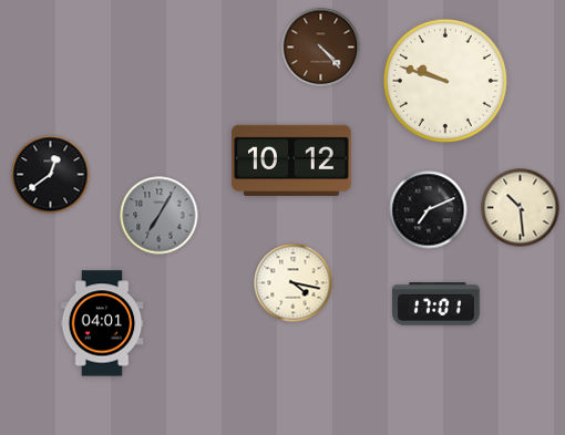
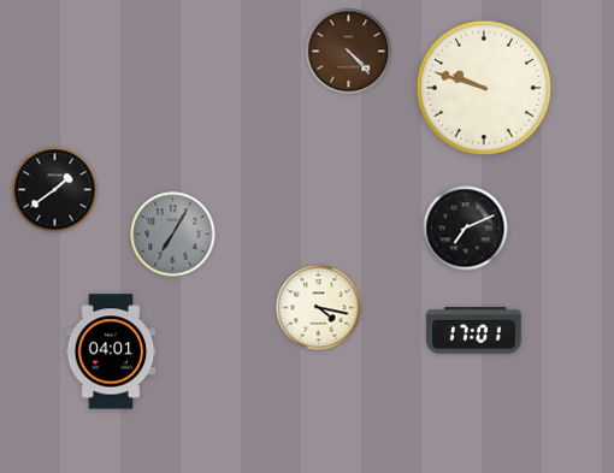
clock at (291, 160): 10:12 -> none
clock at (51, 175): 12:39 -> 1:39
clock at (521, 208): 10:29 -> none
